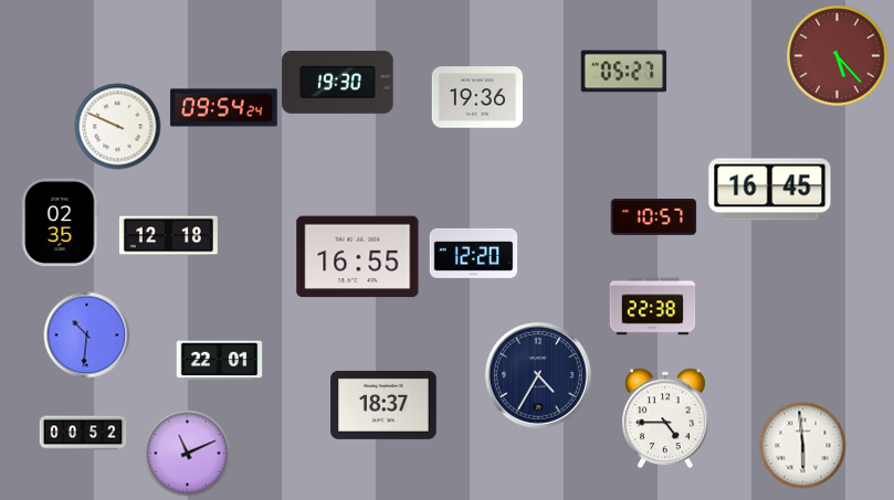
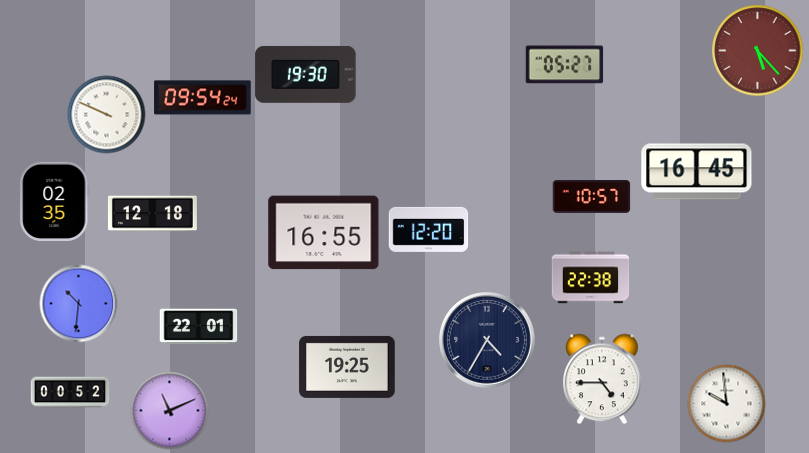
clock at (476, 97): 19:36 -> none
clock at (383, 405): 18:37 -> 19:25
clock at (83, 433) position: (83, 433) -> (70, 392)
clock at (802, 445): 5:59 -> 9:59
